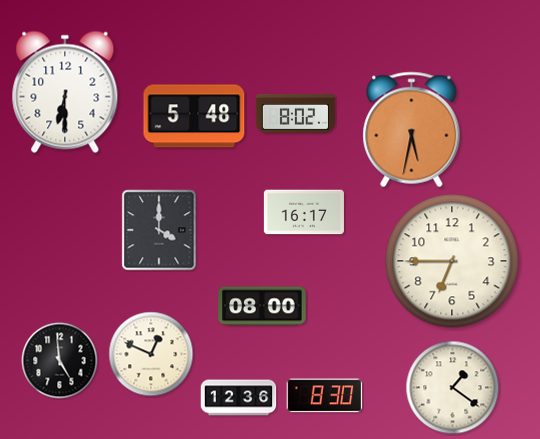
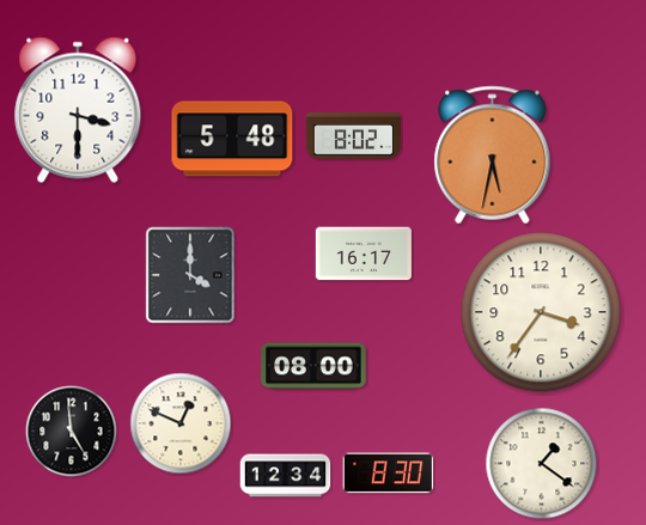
clock at (65, 92): 6:30 -> 3:30
clock at (452, 261): 6:45 -> 3:36
clock at (239, 398): 12:36 -> 12:34
